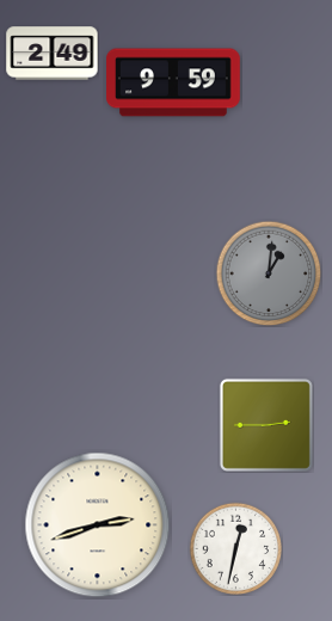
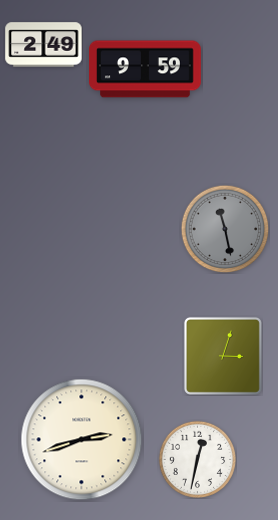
clock at (269, 273): 1:01 -> 11:28
clock at (266, 425): 2:45 -> 3:03
